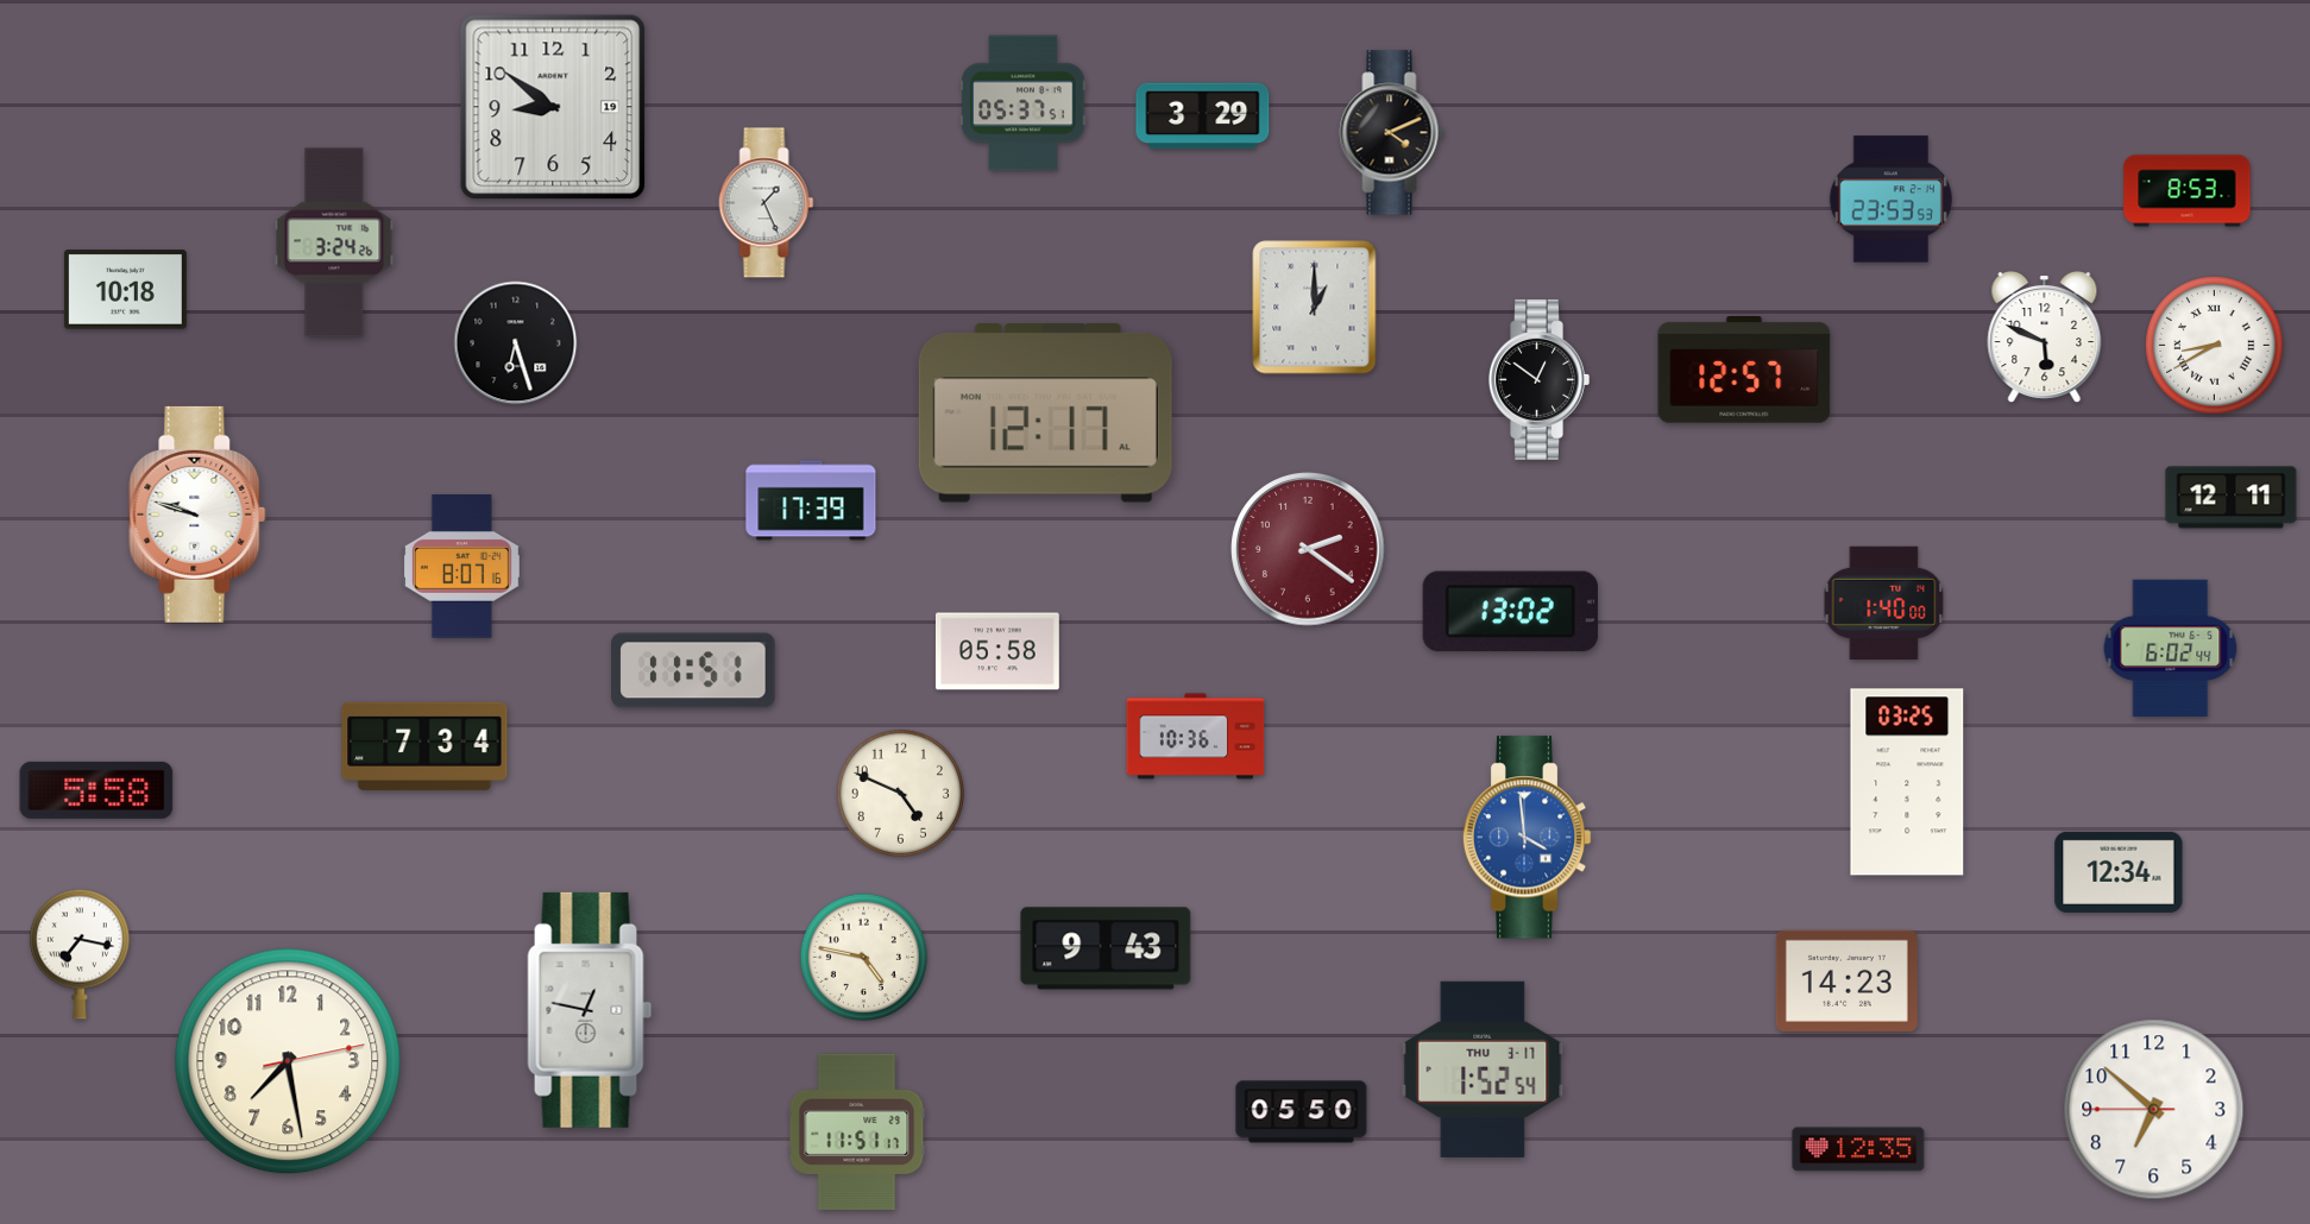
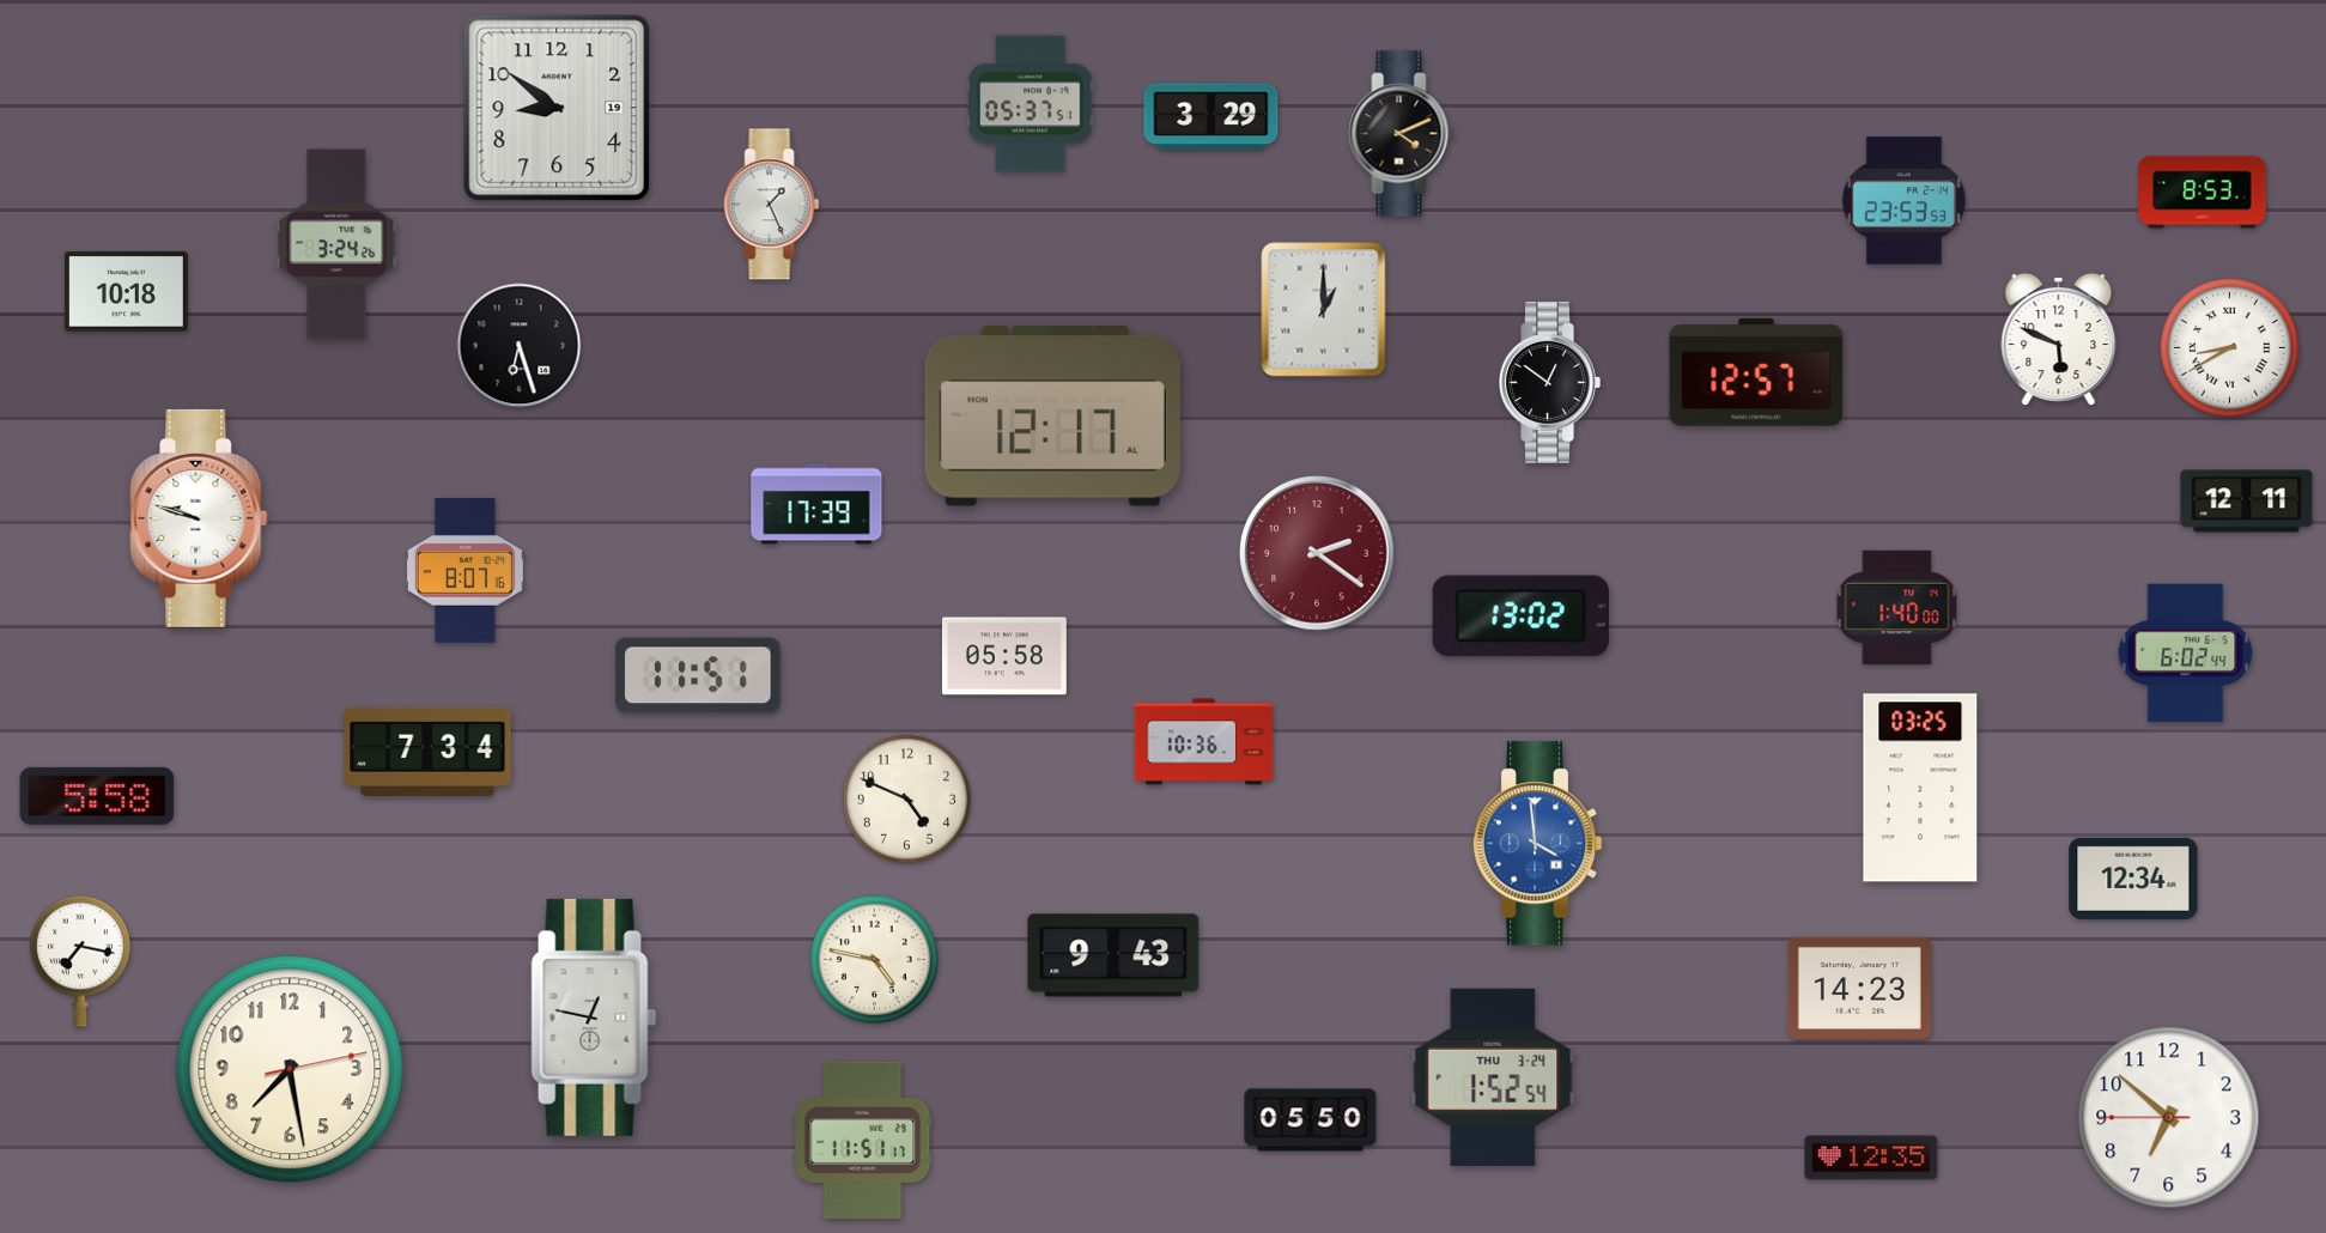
clock at (863, 957) position: (863, 957) -> (874, 959)
clock at (1483, 1070) date: THU 3-17 -> THU 3-24
